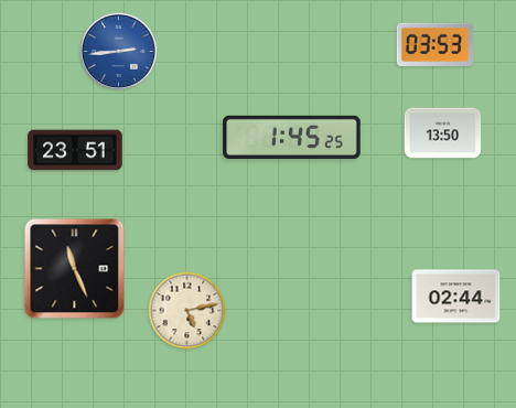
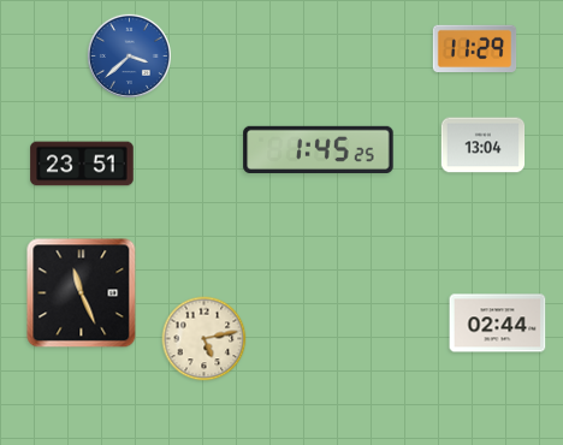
clock at (436, 45): 03:53 -> 11:29
clock at (118, 51): 2:44 -> 3:38
clock at (443, 133): 13:50 -> 13:04
